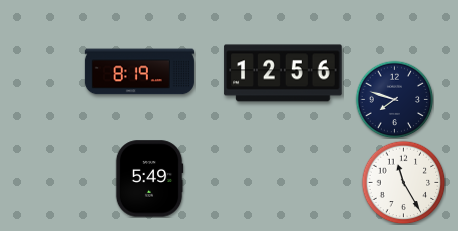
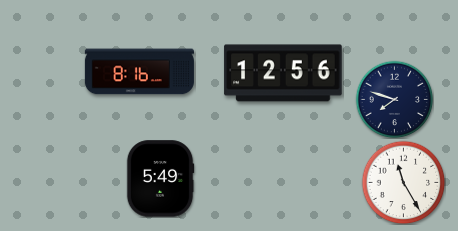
clock at (139, 72): 8:19 -> 8:16
clock at (149, 179) position: (149, 179) -> (160, 179)
